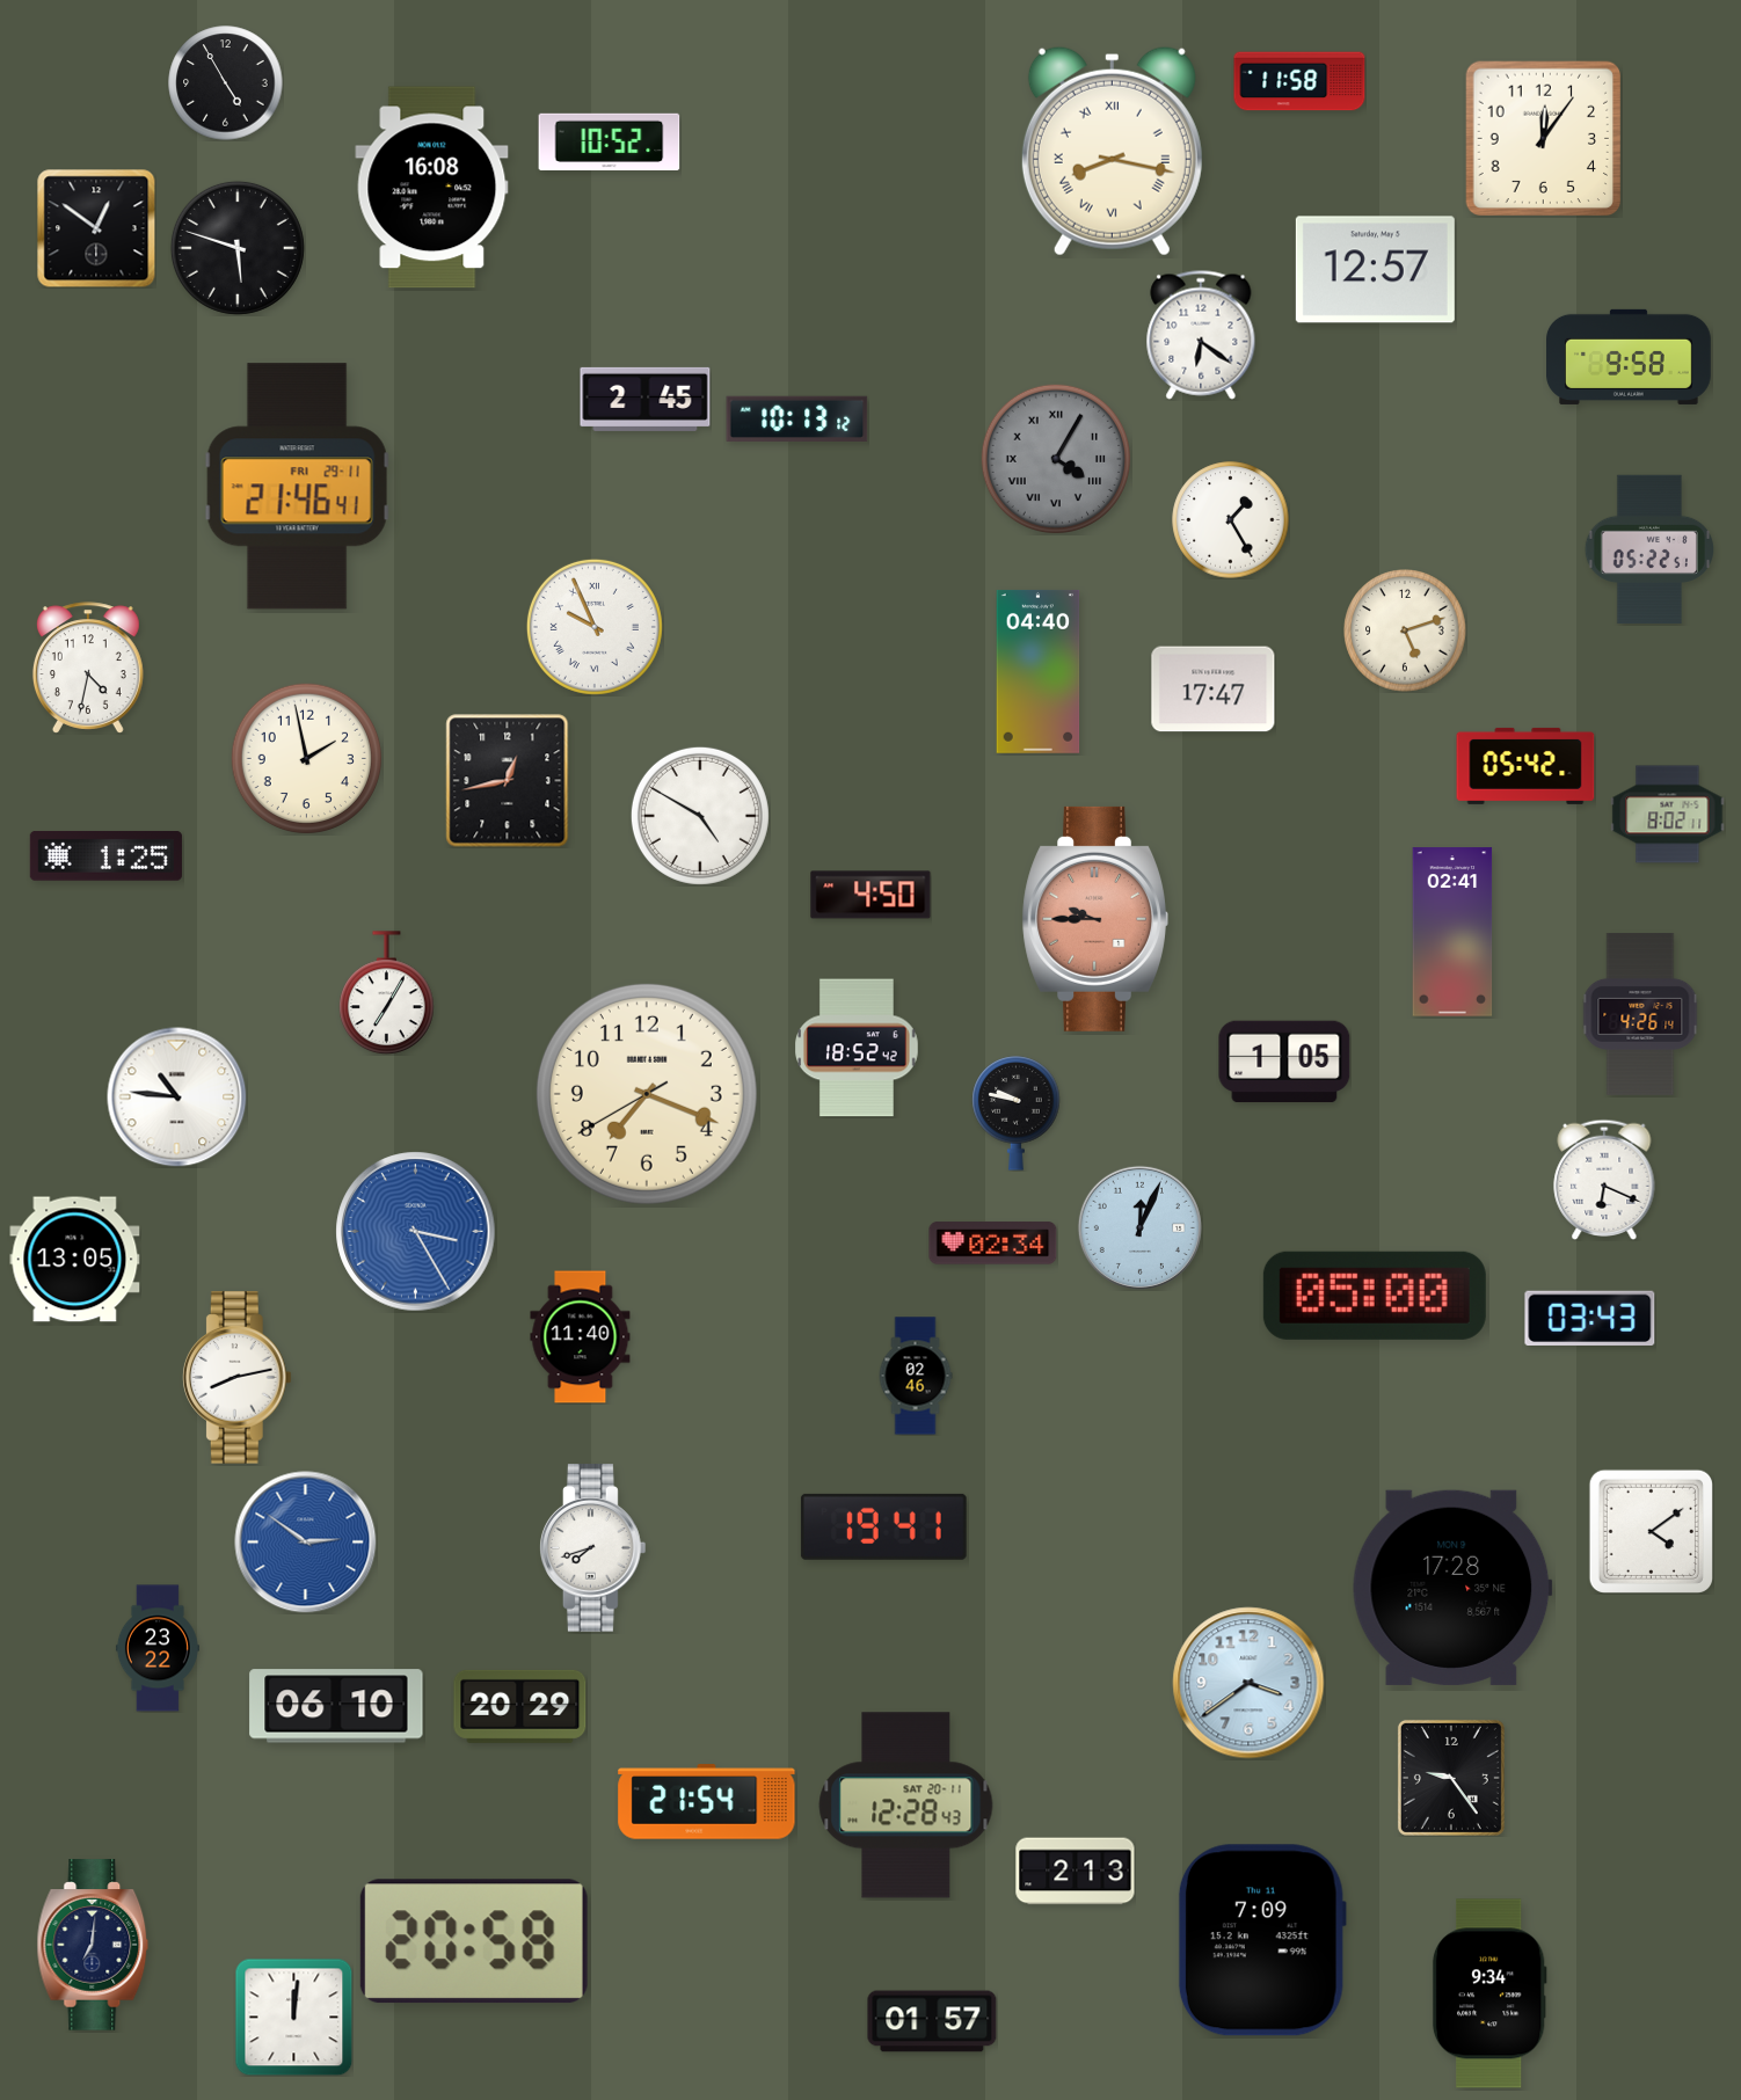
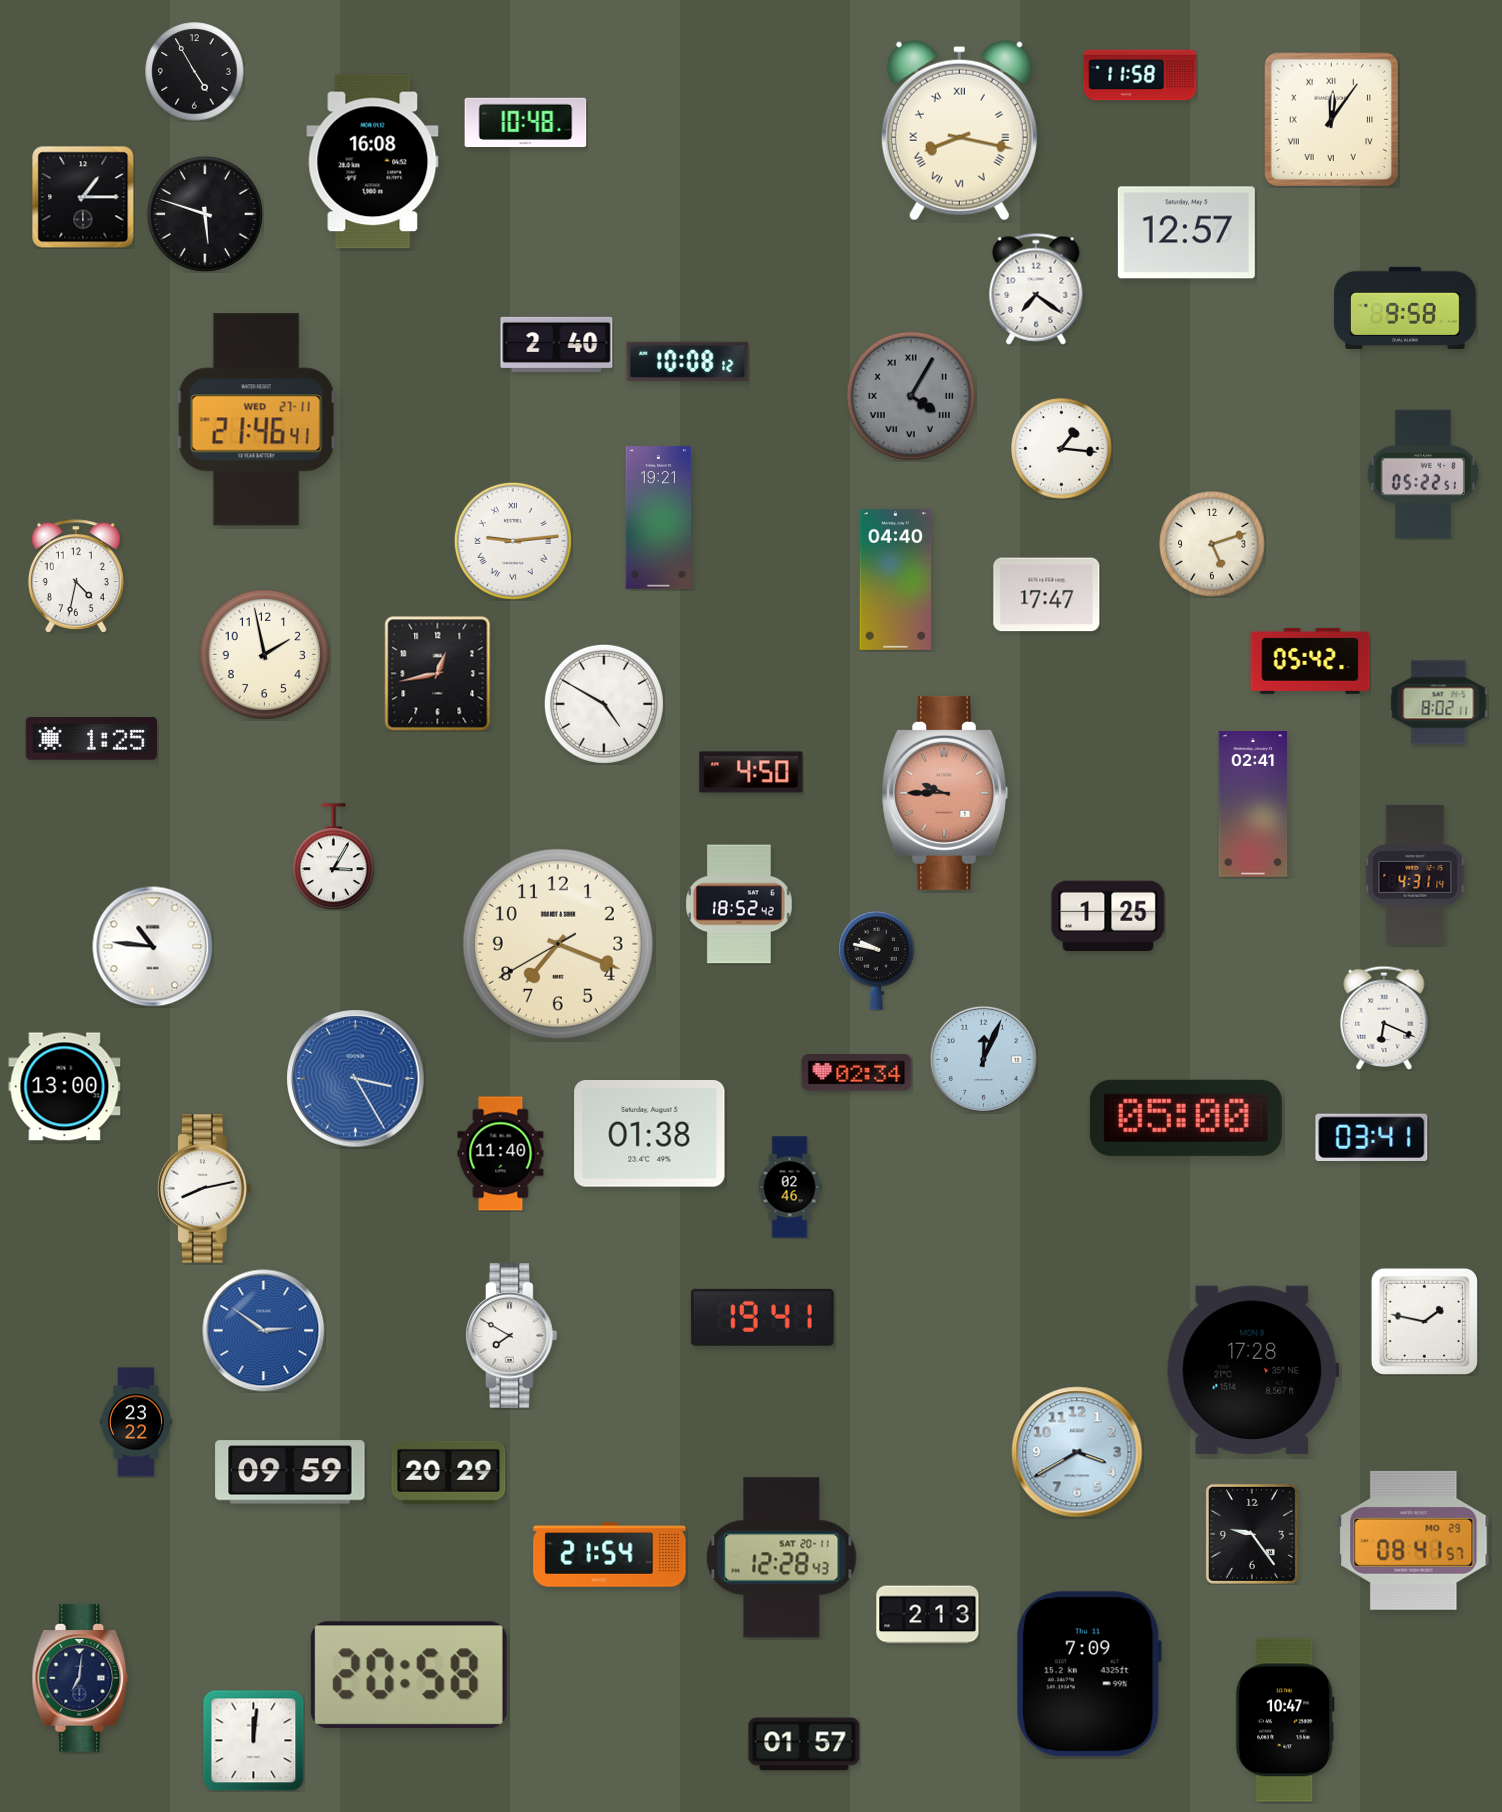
clock at (1299, 81) position: (1299, 81) -> (1140, 75)
clock at (1543, 138) numerals: Arabic -> Roman
clock at (610, 143): 10:52 -> 10:48
clock at (96, 228): 12:51 -> 1:15
clock at (1201, 335): 6:21 -> 7:21
clock at (646, 399): 2:45 -> 2:40
clock at (797, 420): 10:13 -> 10:08
clock at (297, 487) date: FRI 29-11 -> WED 27-11
clock at (1231, 520): 1:25 -> 1:16
clock at (659, 518): none -> 19:21
clock at (595, 627): 9:56 -> 9:14
clock at (1525, 766) position: (1525, 766) -> (1310, 661)
clock at (387, 993): 7:05 -> 3:05
clock at (1640, 1014): 4:26 -> 4:31
clock at (1284, 1062): 1:05 -> 1:25
clock at (416, 1232) position: (416, 1232) -> (356, 1079)
clock at (75, 1260): 13:05 -> 13:00
clock at (650, 1134): none -> 01:38
clock at (1590, 1318): 03:43 -> 03:41
clock at (1651, 1531): 4:09 -> 1:47
clock at (592, 1548): 7:42 -> 7:50
clock at (1248, 1683): 3:39 -> 3:40
clock at (336, 1706): 06:10 -> 09:59
clock at (1414, 1540): none -> 08:41
clock at (1489, 1993): 9:34 -> 10:47
